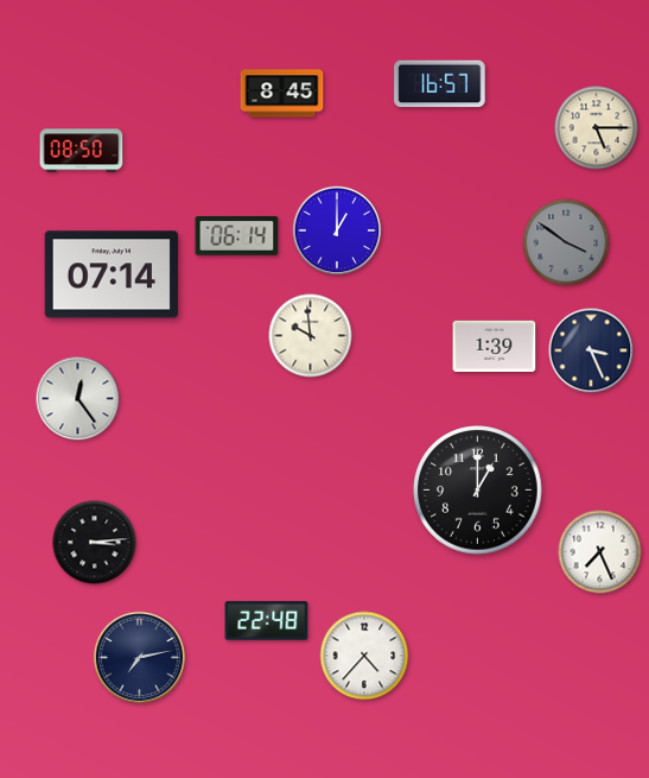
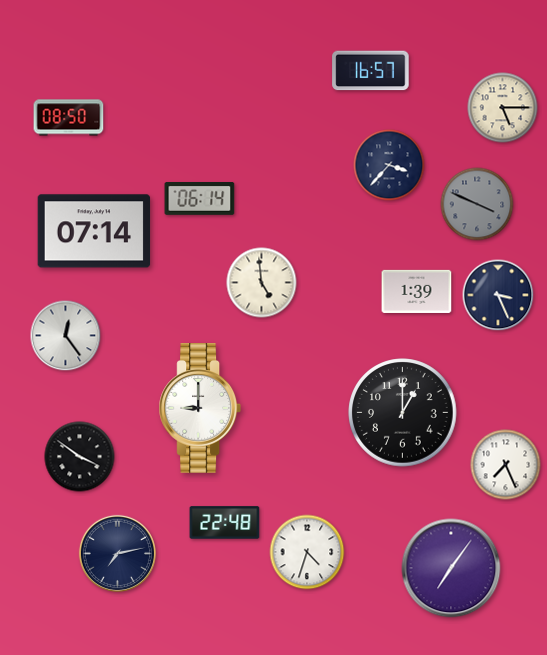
clock at (282, 94): 8:45 -> none
clock at (82, 151) position: (82, 151) -> (69, 118)
clock at (389, 165): none -> 3:37
clock at (337, 230): 1:00 -> none
clock at (566, 242): 3:51 -> 3:49
clock at (311, 336): 9:59 -> 4:59
clock at (199, 409): none -> 9:00
clock at (95, 543): 3:14 -> 3:51
clock at (364, 656): 4:37 -> 4:33
clock at (451, 568): none -> 7:06
